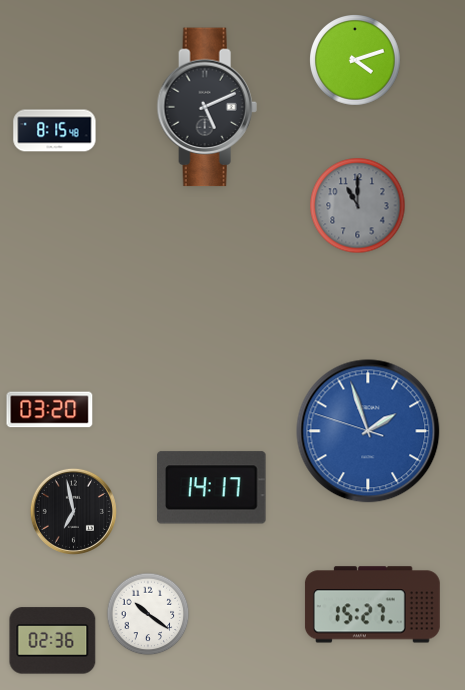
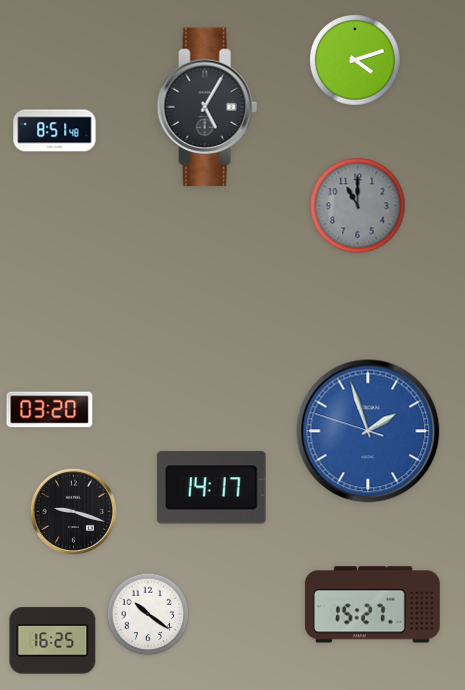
clock at (207, 107): 5:11 -> 5:05
clock at (55, 131): 8:15 -> 8:51
clock at (73, 511): 6:58 -> 9:18
clock at (53, 641): 02:36 -> 16:25
